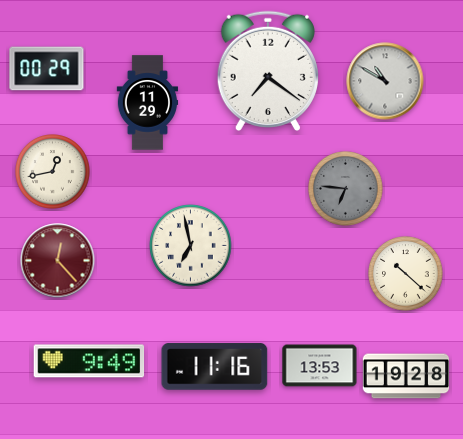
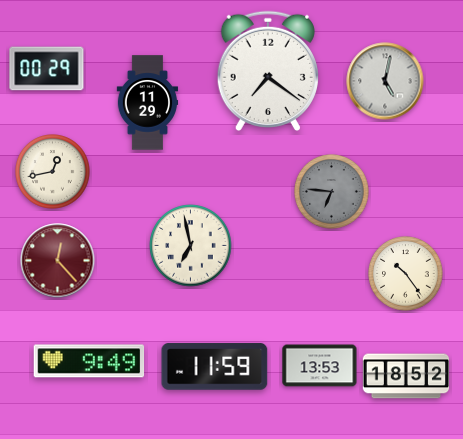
clock at (385, 81): 10:50 -> 5:02
clock at (346, 189) position: (346, 189) -> (332, 192)
clock at (406, 274): 10:22 -> 10:24
clock at (215, 367): 11:16 -> 11:59
clock at (406, 376): 19:28 -> 18:52
